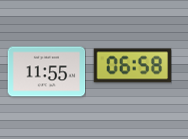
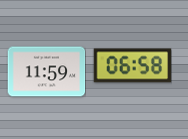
clock at (46, 72): 11:55 -> 11:59
